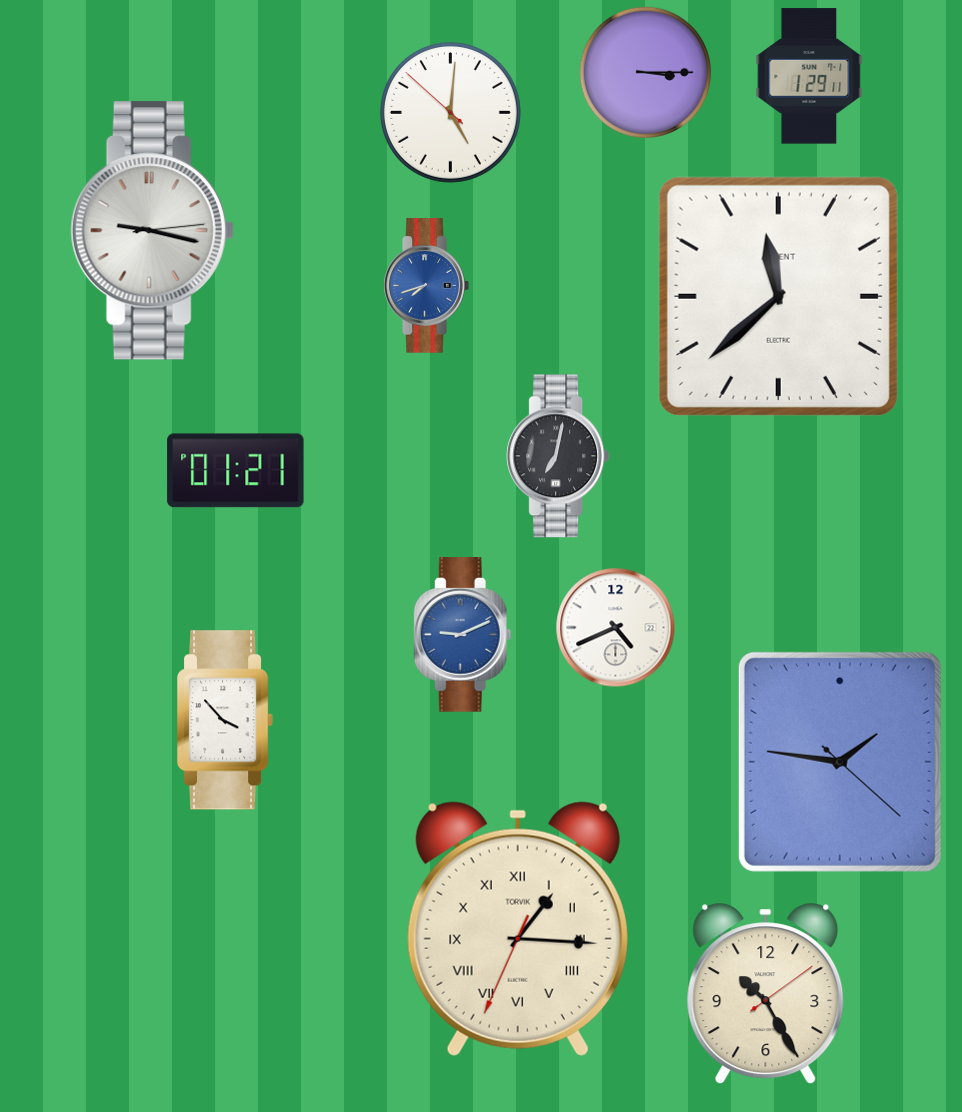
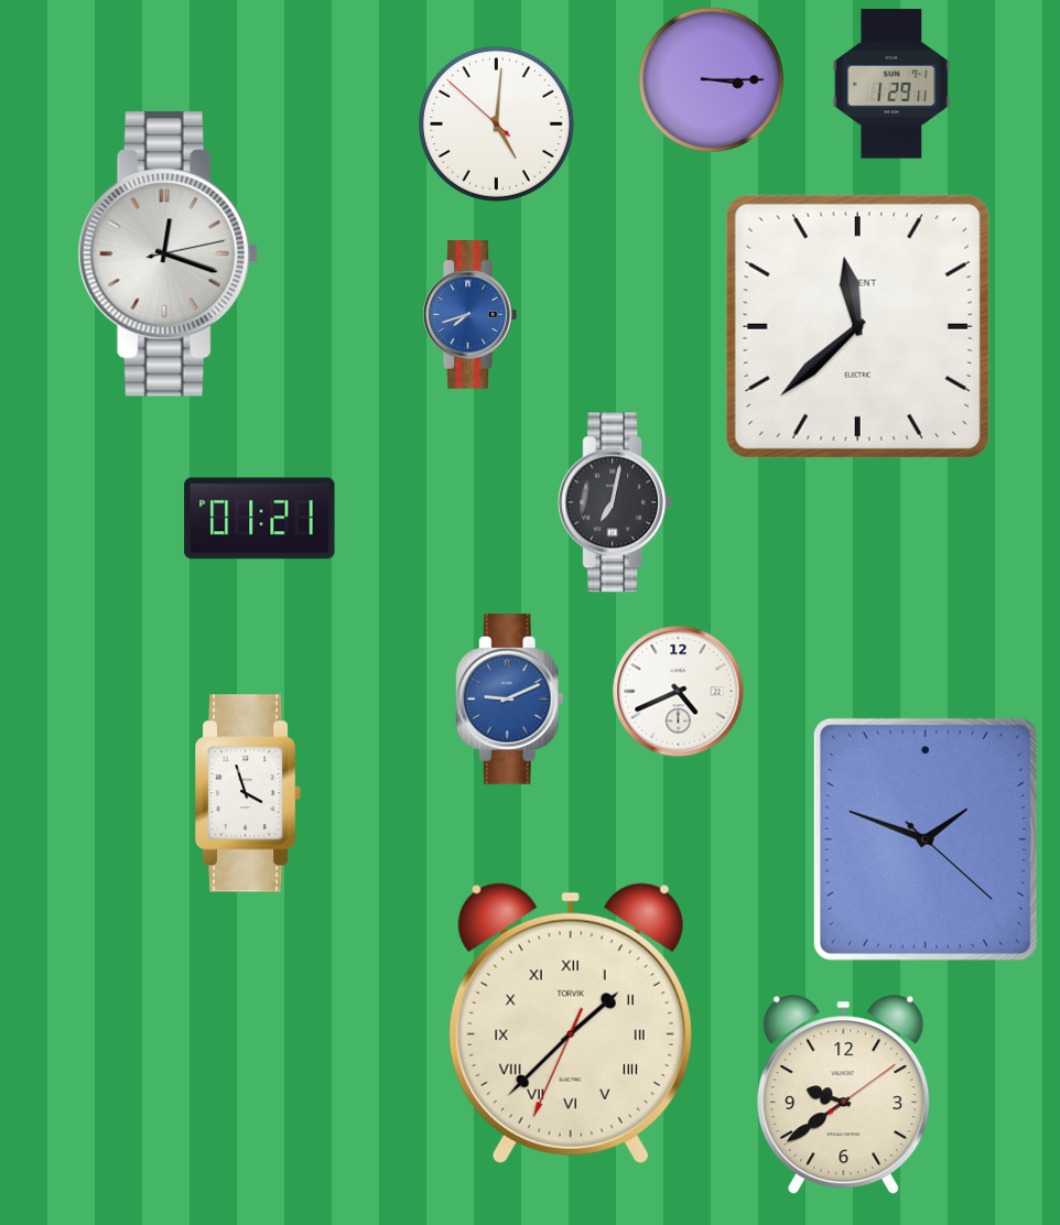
clock at (152, 231): 9:17 -> 12:18
clock at (226, 720): 3:53 -> 3:57
clock at (840, 762): 1:46 -> 1:48
clock at (518, 929): 1:15 -> 1:37
clock at (766, 994): 10:25 -> 9:39
